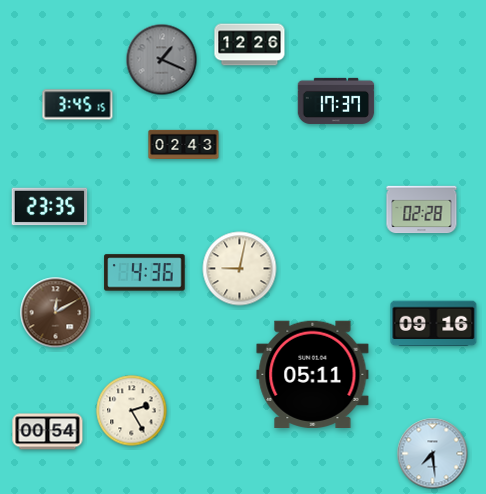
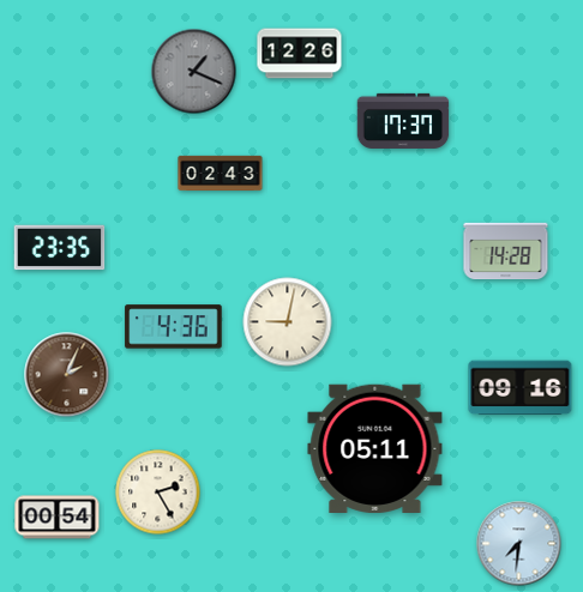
clock at (78, 105): 3:45 -> none
clock at (422, 210): 02:28 -> 14:28
clock at (56, 313): 12:10 -> 2:04
clock at (433, 454): 7:29 -> 7:31
